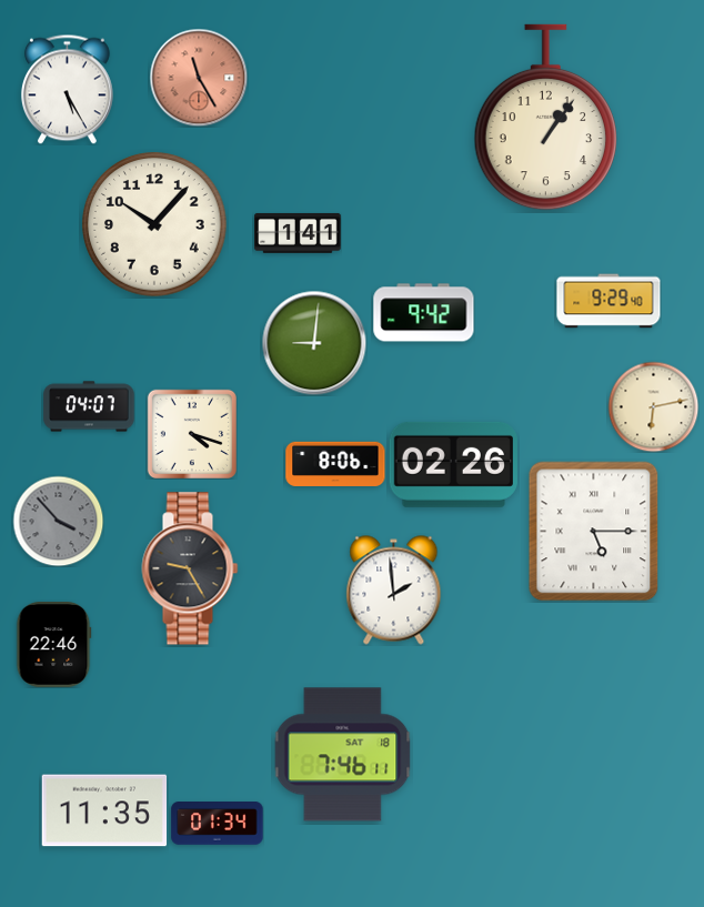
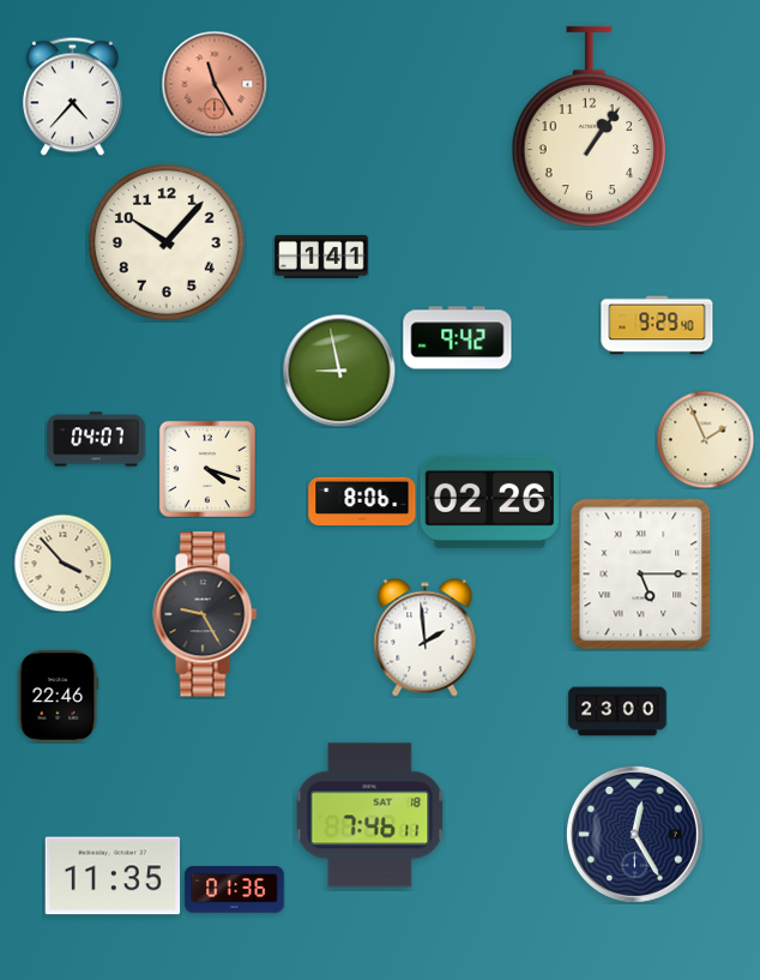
clock at (67, 89): 5:25 -> 4:37
clock at (298, 233) position: (298, 233) -> (321, 257)
clock at (314, 343): 9:01 -> 8:58
clock at (653, 406): 6:13 -> 1:56
clock at (58, 521) dial: grey -> cream
clock at (617, 711): none -> 23:00
clock at (634, 834): none -> 12:25
clock at (218, 824): 01:34 -> 01:36
